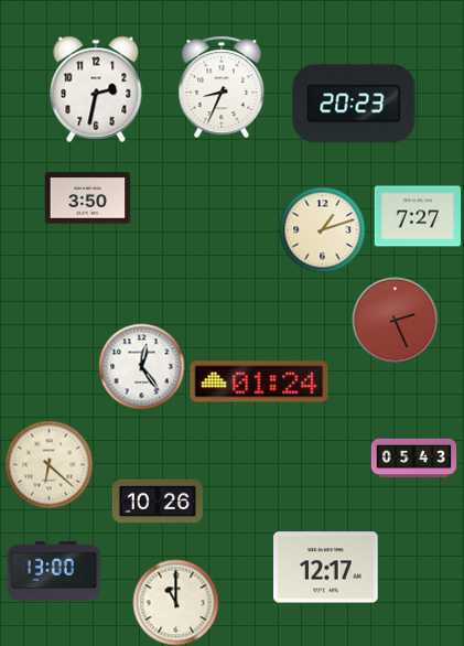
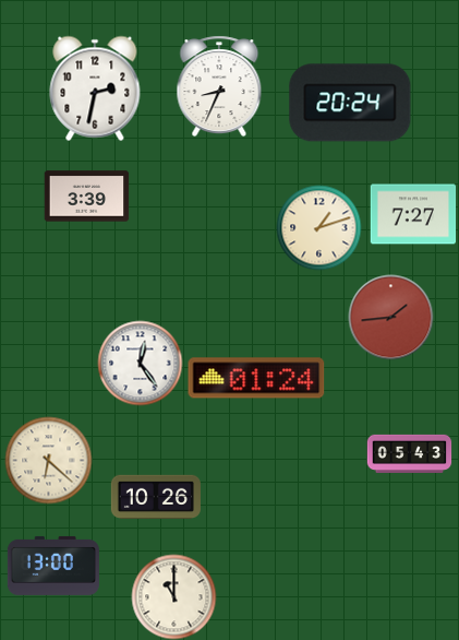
clock at (354, 104): 20:23 -> 20:24
clock at (87, 198): 3:50 -> 3:39
clock at (395, 320): 2:26 -> 1:44
clock at (326, 568): 12:17 -> none
